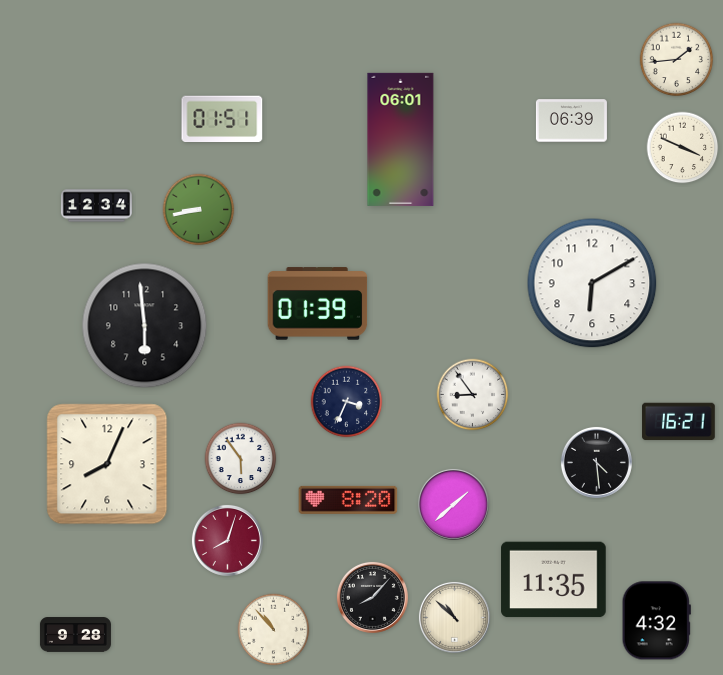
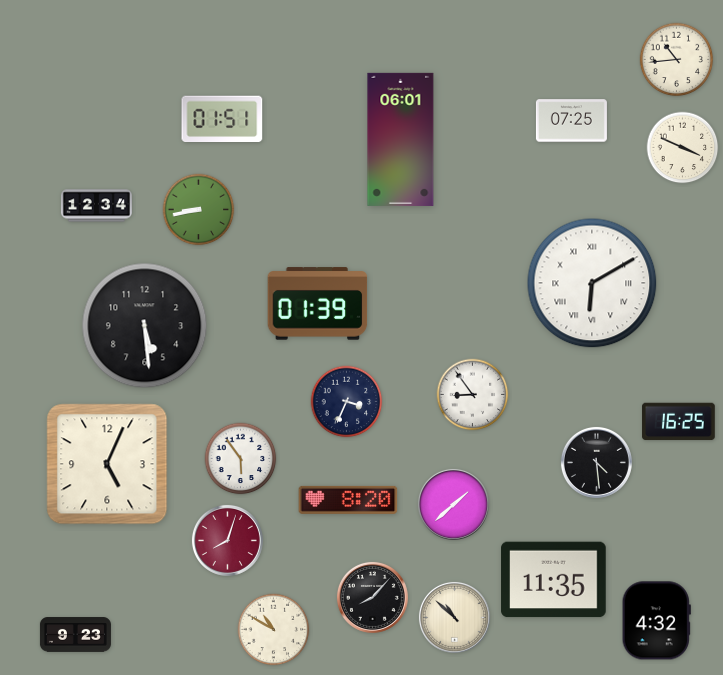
clock at (677, 60): 1:44 -> 10:44
clock at (571, 121): 06:39 -> 07:25
clock at (592, 283) numerals: Arabic -> Roman
clock at (145, 326): 5:59 -> 5:29
clock at (679, 422): 16:21 -> 16:25
clock at (107, 464): 8:04 -> 5:04
clock at (274, 630): 10:53 -> 10:50
clock at (75, 635): 9:28 -> 9:23
